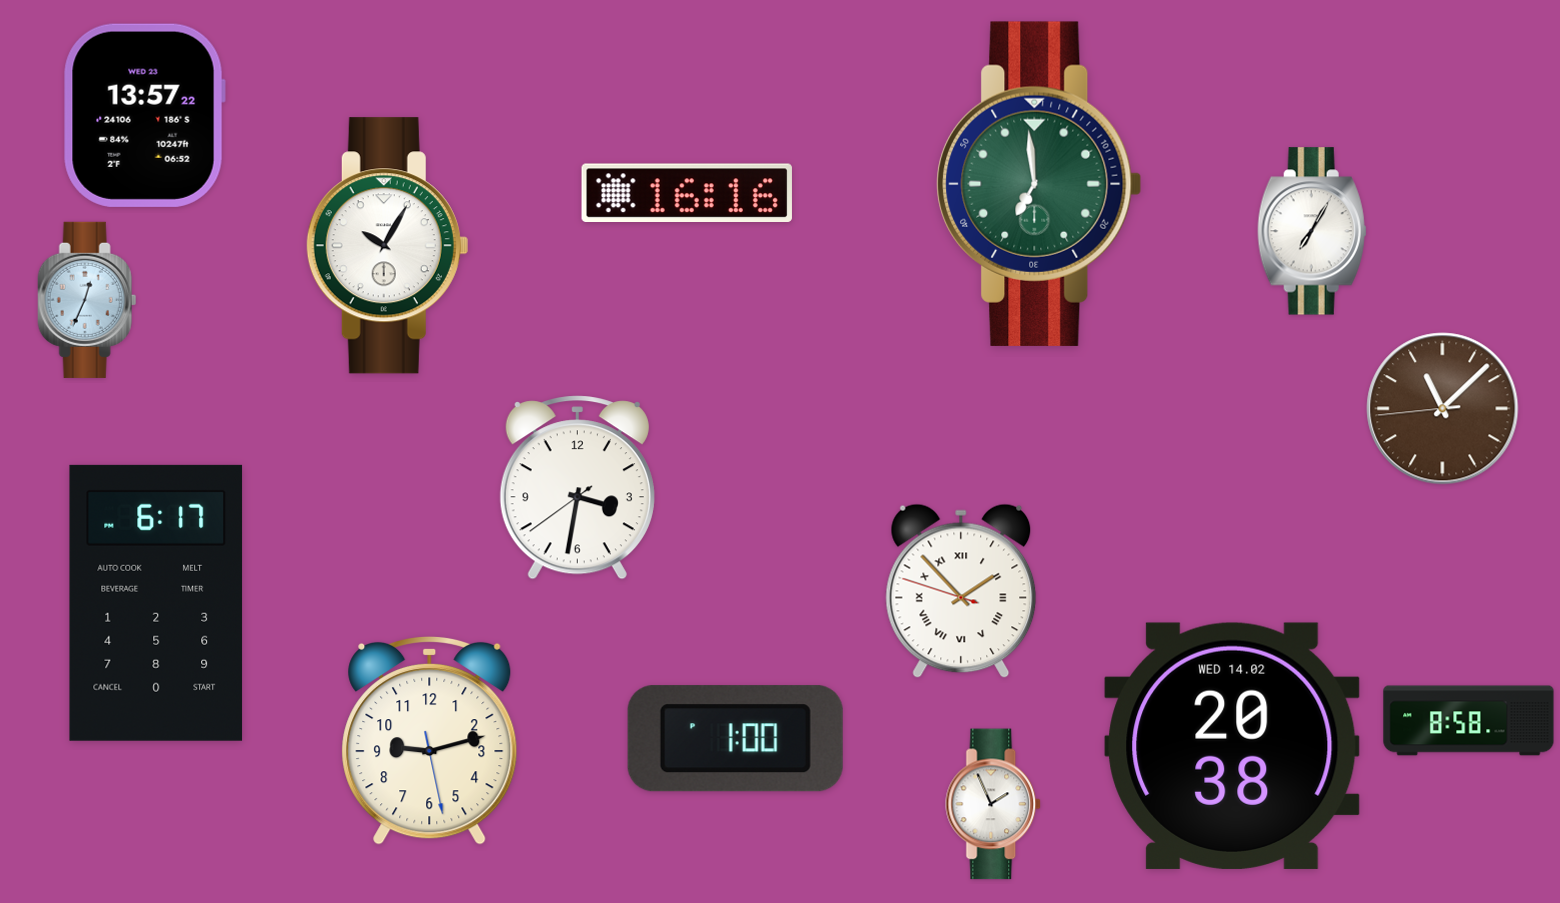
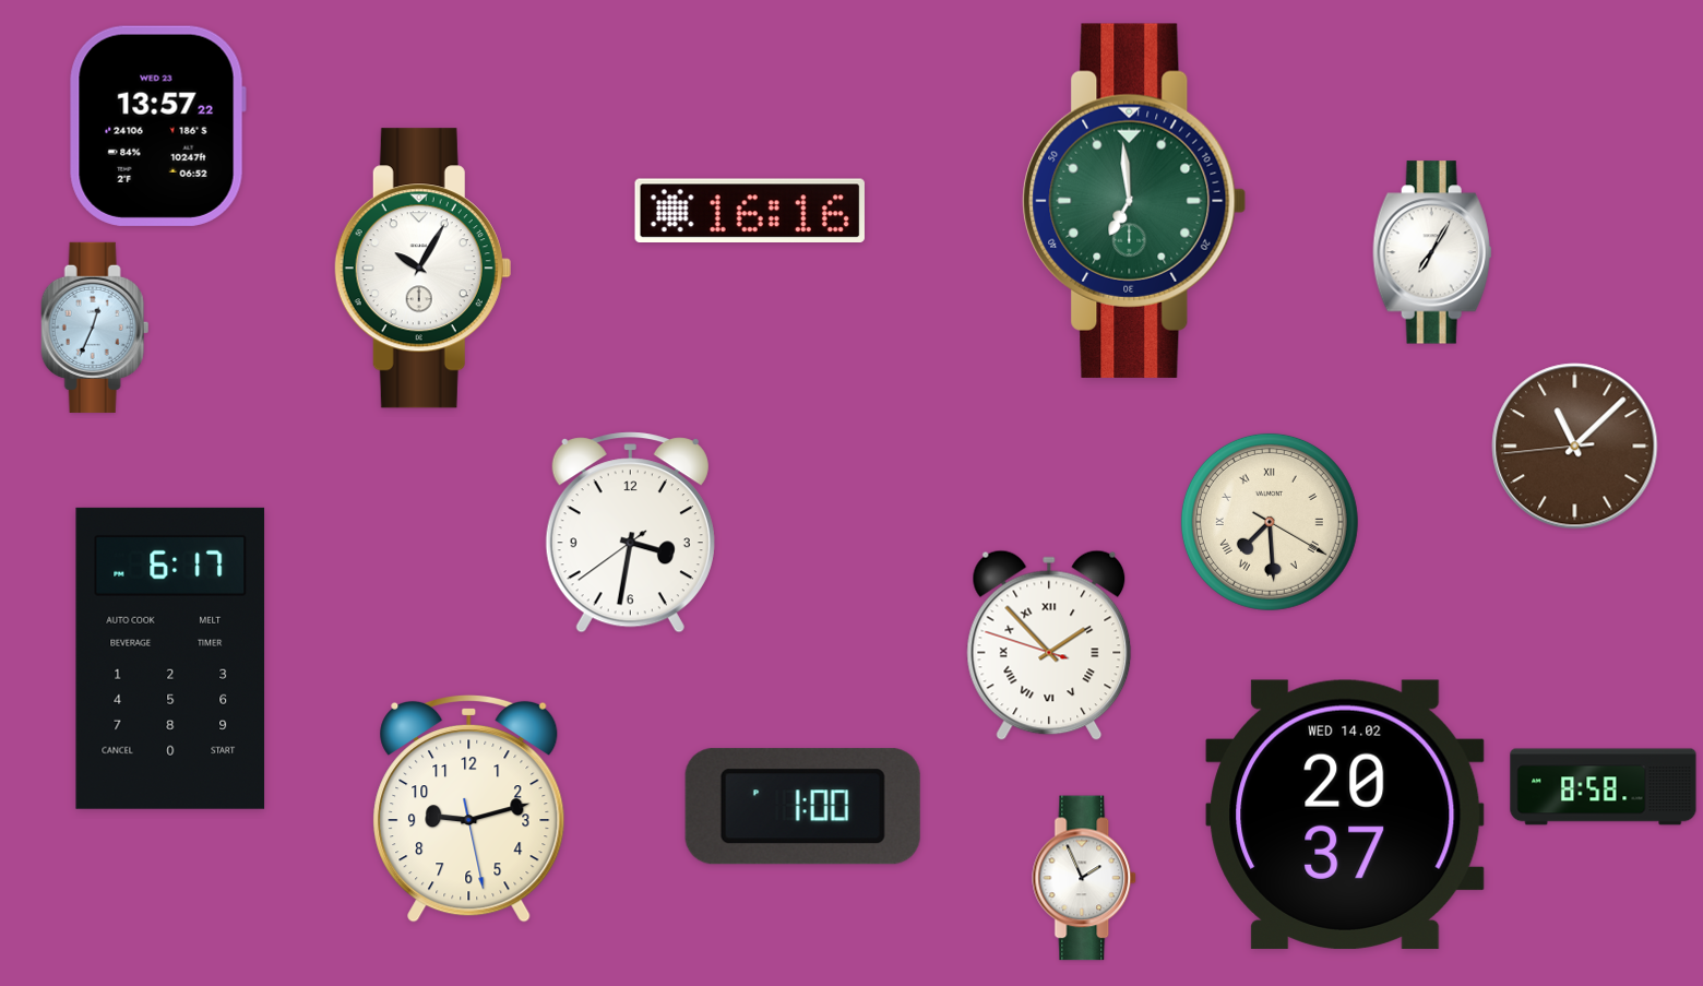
clock at (1270, 522): none -> 7:29
clock at (1232, 746): 20:38 -> 20:37
